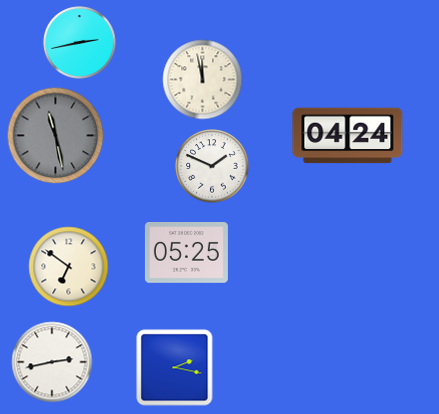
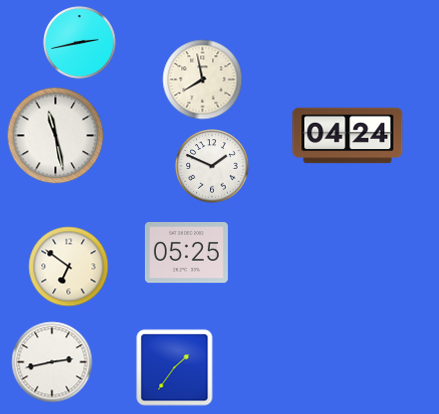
clock at (203, 80): 11:58 -> 7:58
clock at (56, 136) dial: grey -> white
clock at (175, 368): 2:17 -> 1:36
